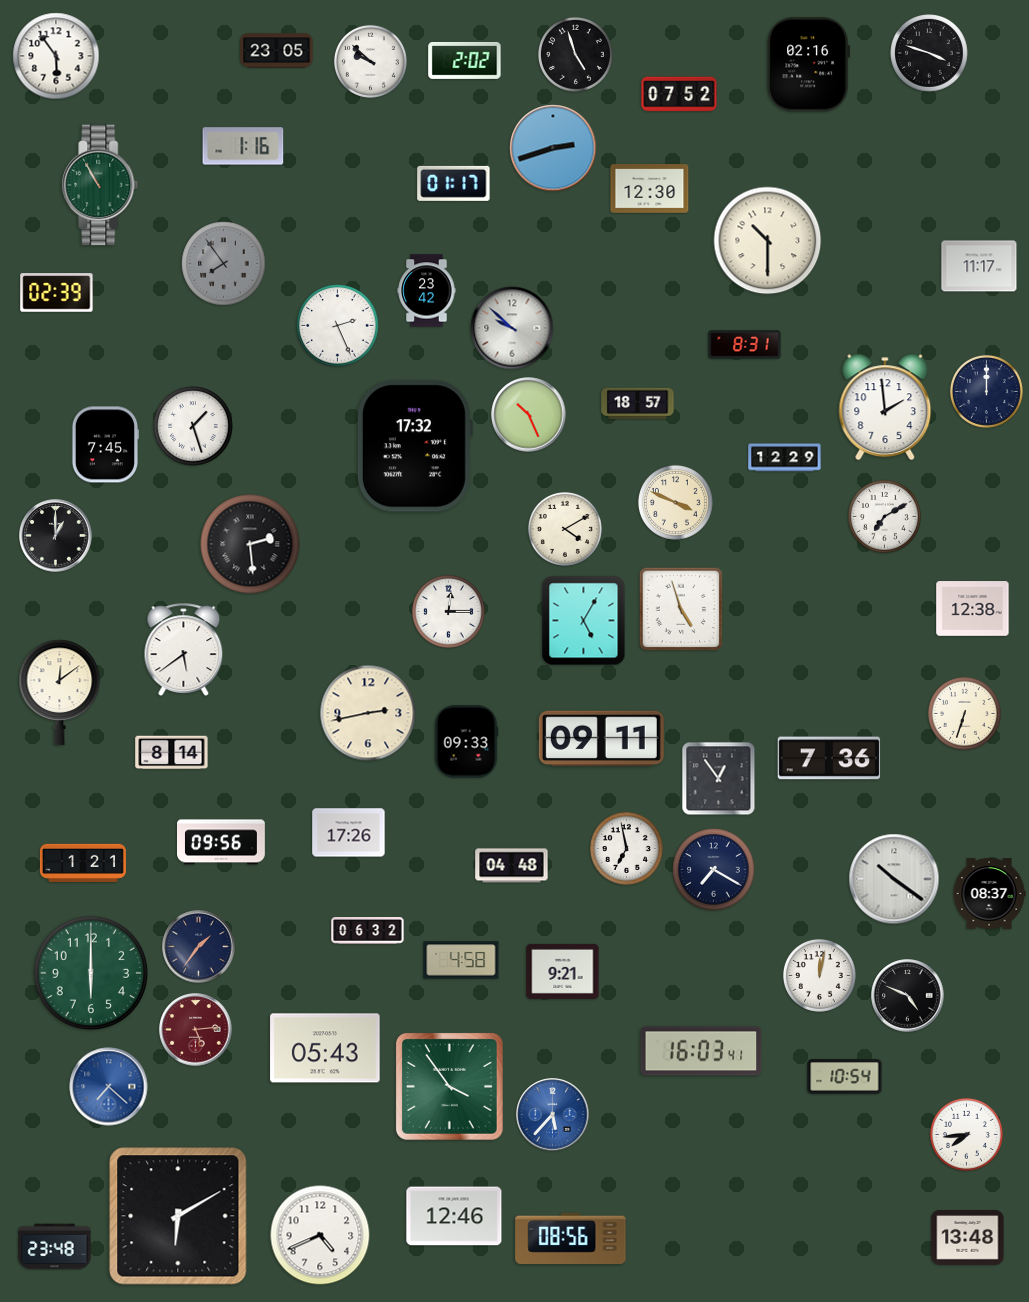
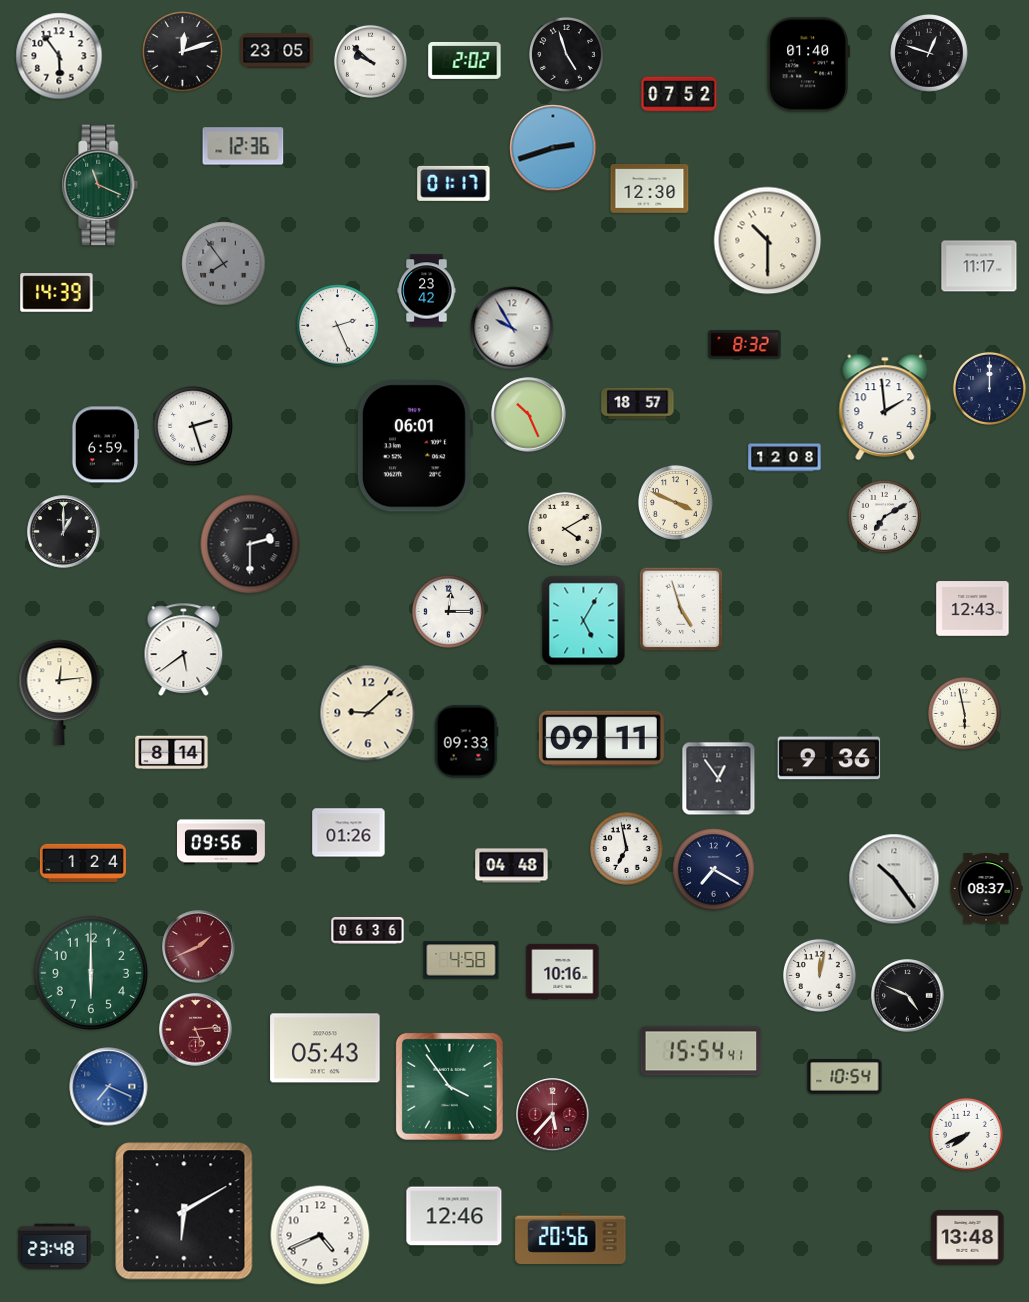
clock at (183, 52): none -> 12:12
clock at (929, 53): 3:48 -> 12:48
clock at (575, 54) position: (575, 54) -> (566, 54)
clock at (56, 56) position: (56, 56) -> (59, 56)
clock at (809, 65): 02:16 -> 01:40
clock at (243, 146): 1:16 -> 12:36
clock at (100, 185): 10:55 -> 11:19
clock at (57, 293): 02:39 -> 14:39
clock at (512, 328): 9:52 -> 9:55
clock at (745, 345): 8:31 -> 8:32
clock at (986, 391) position: (986, 391) -> (989, 388)
clock at (193, 426): 1:27 -> 2:27
clock at (104, 445): 7:45 -> 6:59
clock at (414, 446): 17:32 -> 06:01
clock at (785, 458): 12:29 -> 12:08
clock at (56, 536) position: (56, 536) -> (64, 532)
clock at (250, 544): 2:29 -> 2:30
clock at (973, 609): 12:38 -> 12:43
clock at (60, 692): 12:09 -> 12:14
clock at (368, 713): 2:43 -> 9:08
clock at (964, 713): 6:33 -> 5:58
clock at (829, 758): 7:36 -> 9:36
clock at (349, 833): 17:26 -> 01:26
clock at (83, 863): 1:21 -> 1:24
clock at (894, 879): 10:21 -> 10:24
clock at (989, 894) position: (989, 894) -> (986, 889)
clock at (368, 931): 06:32 -> 06:36
clock at (199, 947): 1:36 -> 1:41
clock at (199, 947) dial: navy -> burgundy
clock at (563, 971): 9:21 -> 10:16
clock at (701, 1051): 16:03 -> 15:54
clock at (109, 1087): 7:22 -> 7:19
clock at (553, 1115) dial: blue -> burgundy
clock at (966, 1134): 7:44 -> 7:41
clock at (178, 1216) position: (178, 1216) -> (184, 1211)
clock at (571, 1238): 08:56 -> 20:56
